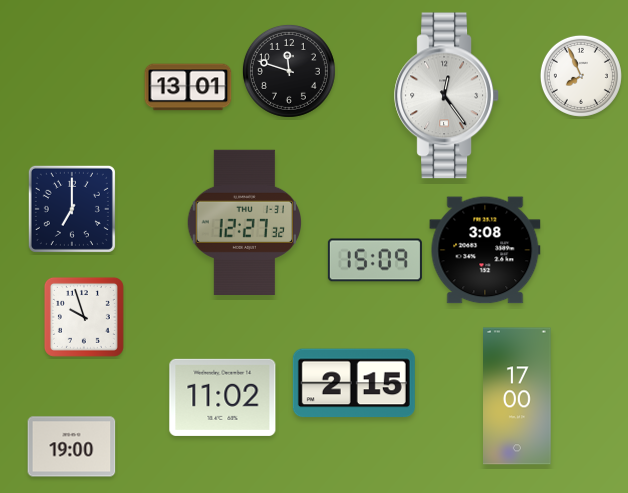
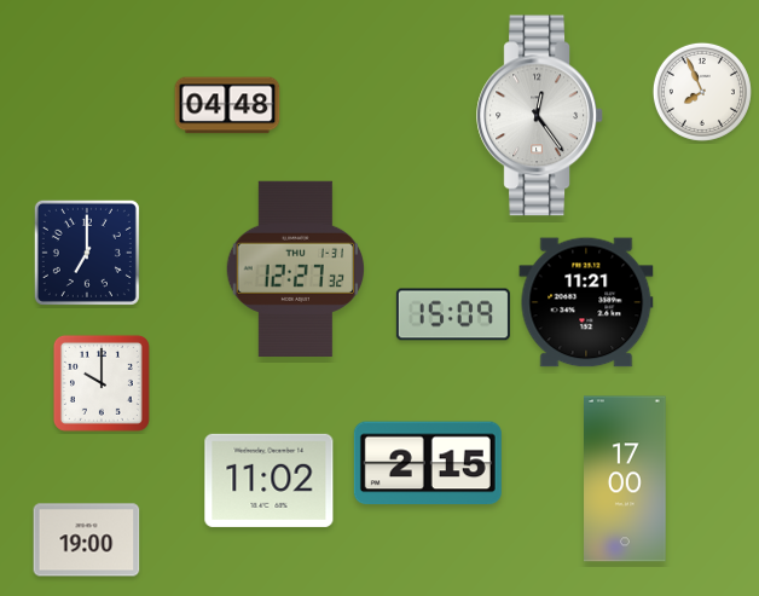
clock at (289, 71): 11:48 -> none
clock at (188, 87): 13:01 -> 04:48
clock at (485, 250): 3:08 -> 11:21
clock at (84, 317): 9:57 -> 10:00
